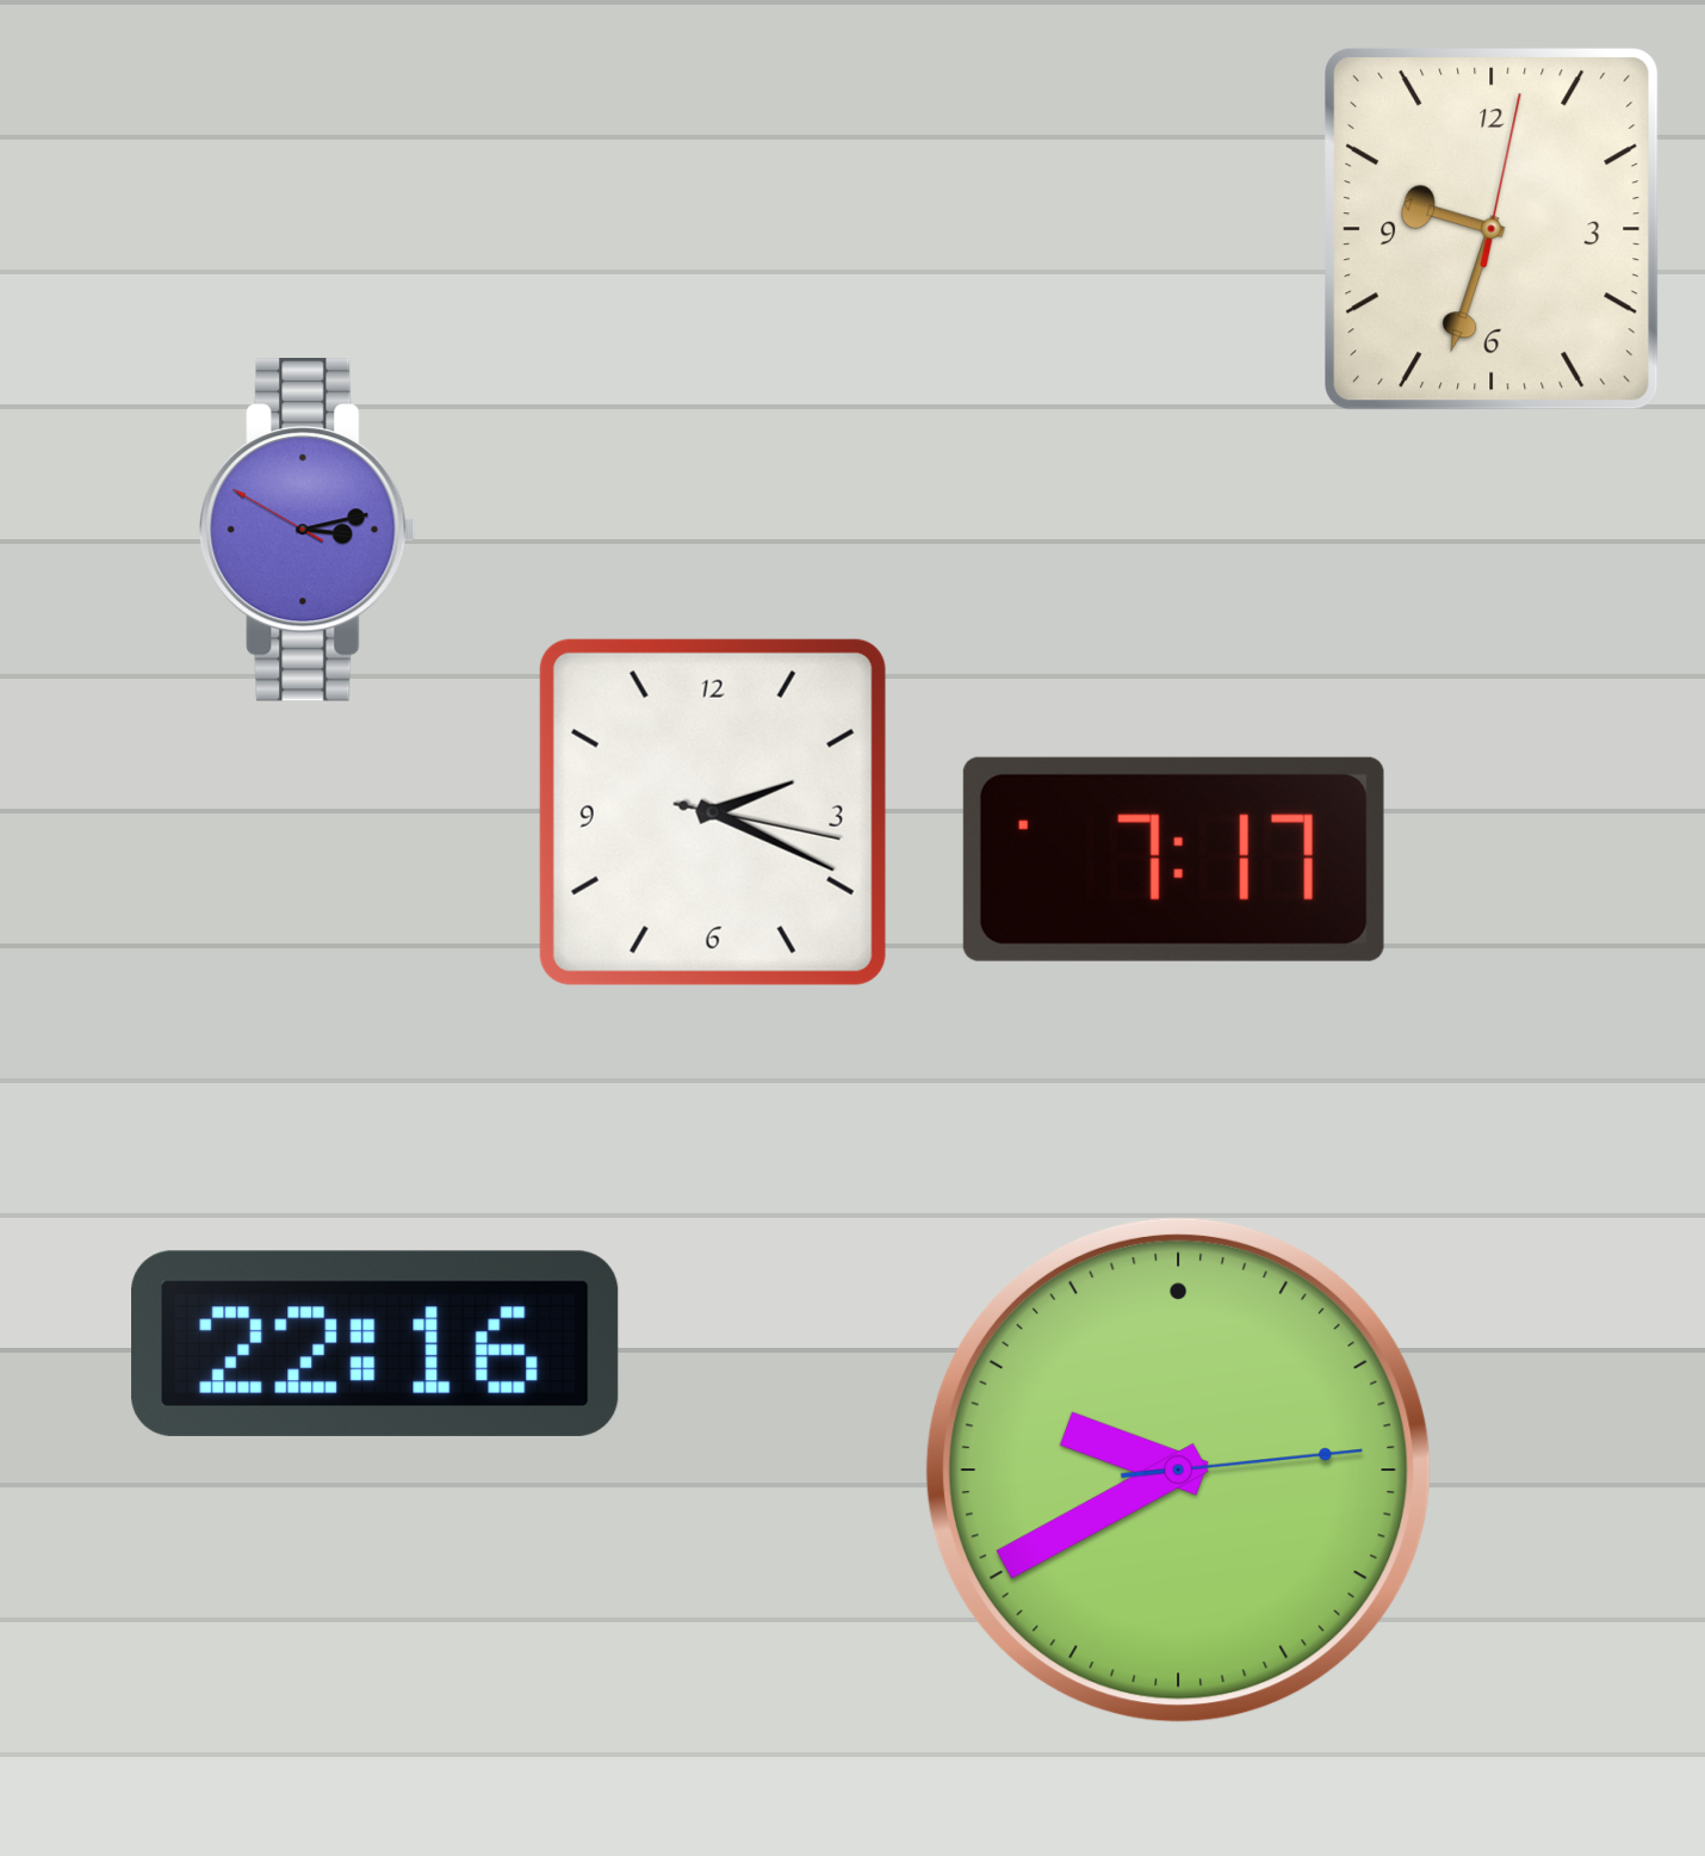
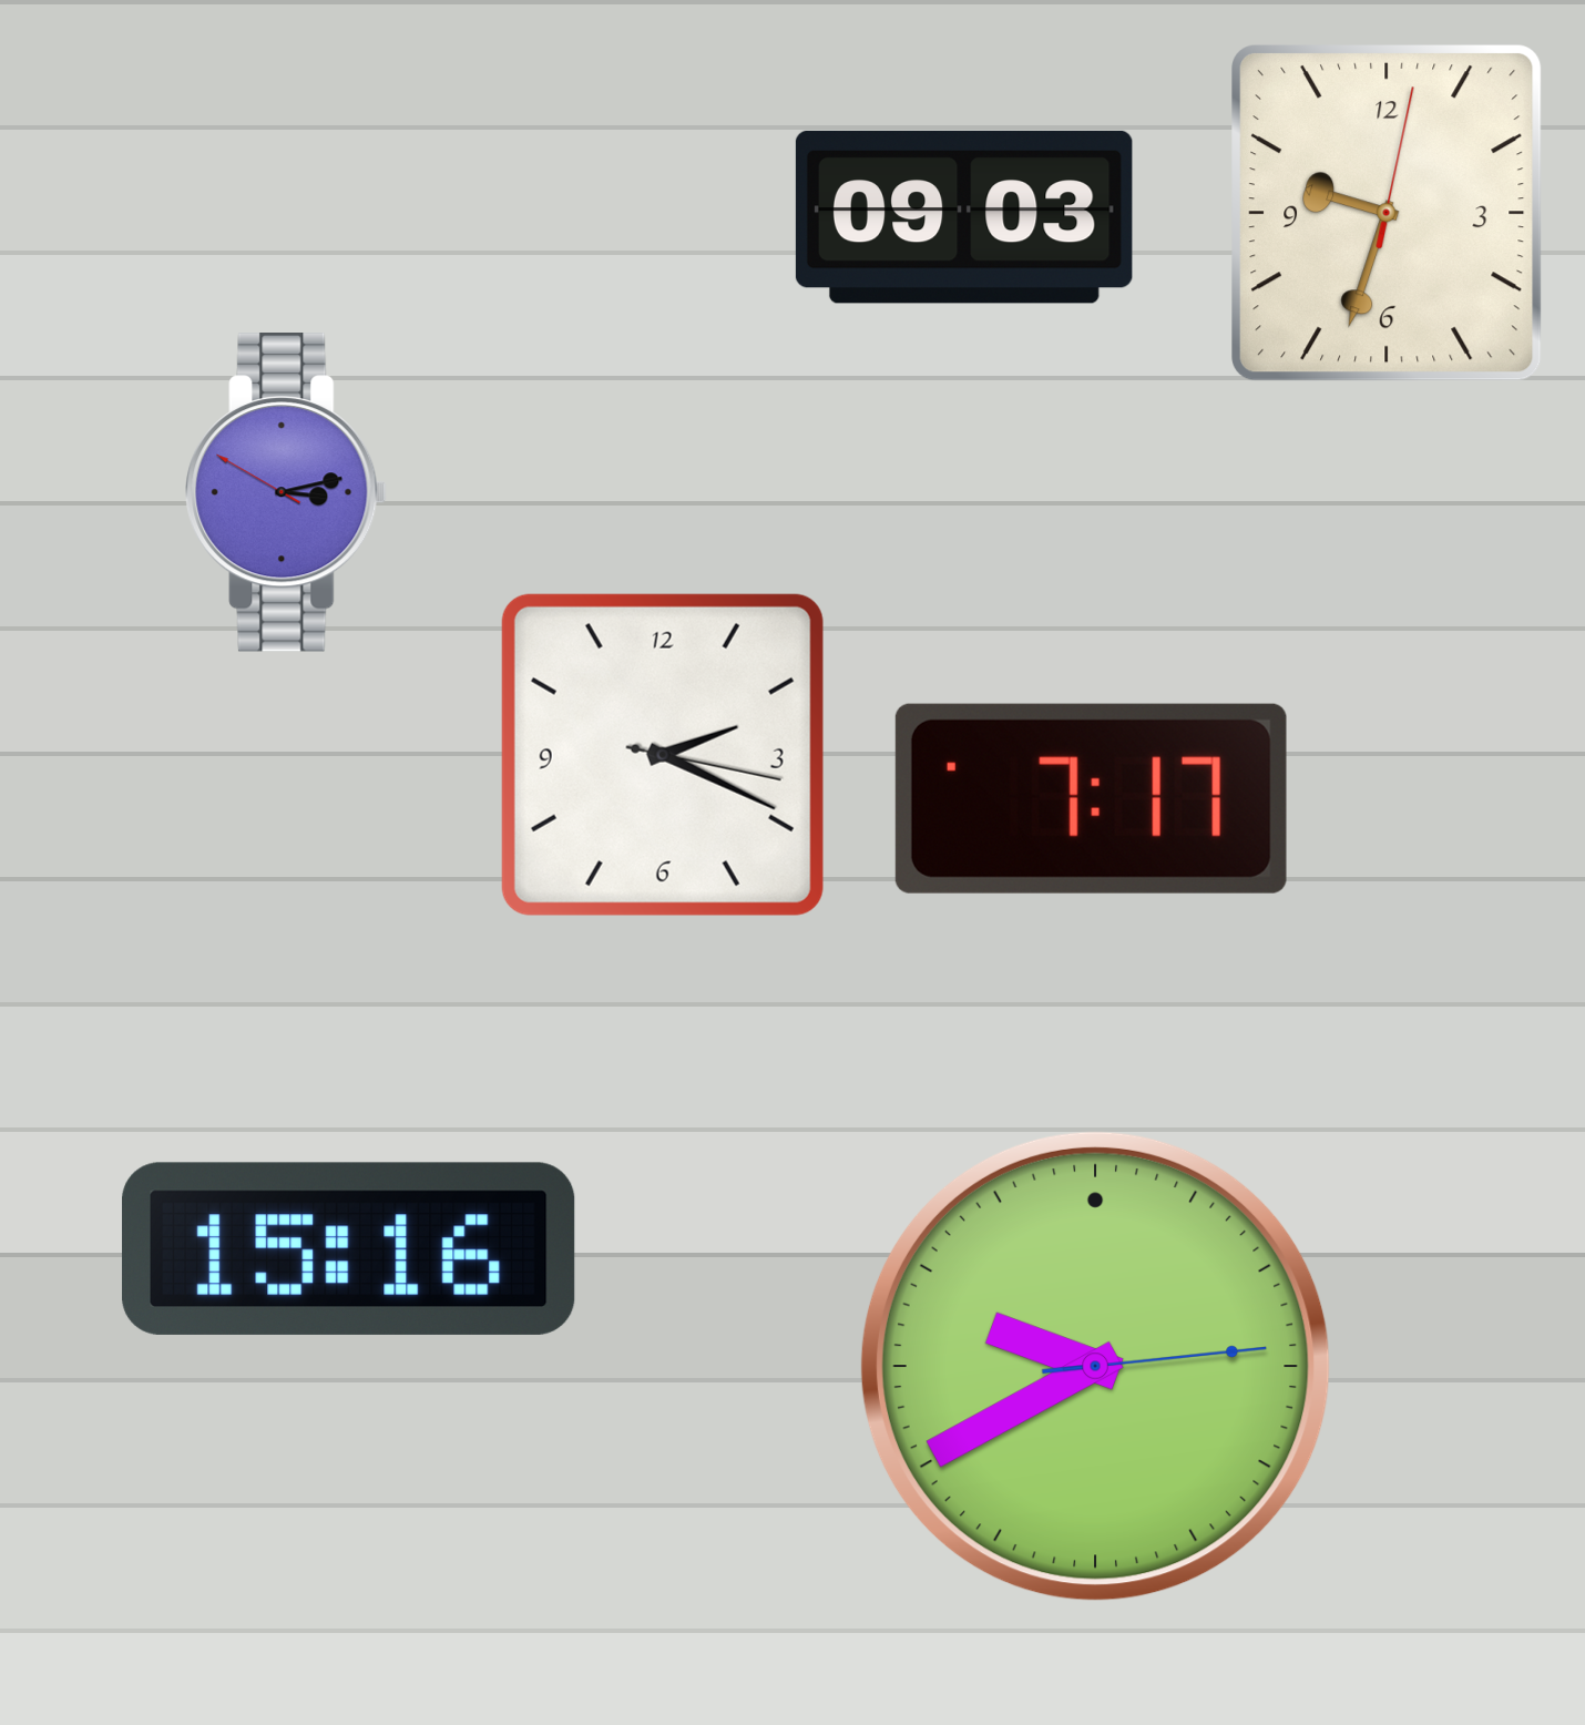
clock at (964, 217): none -> 09:03
clock at (376, 1343): 22:16 -> 15:16
